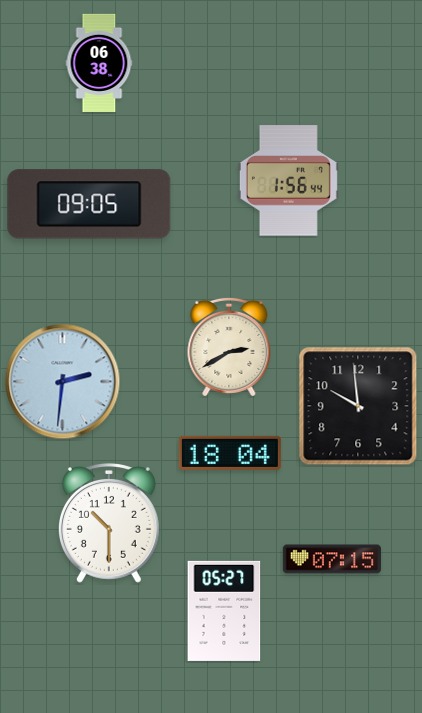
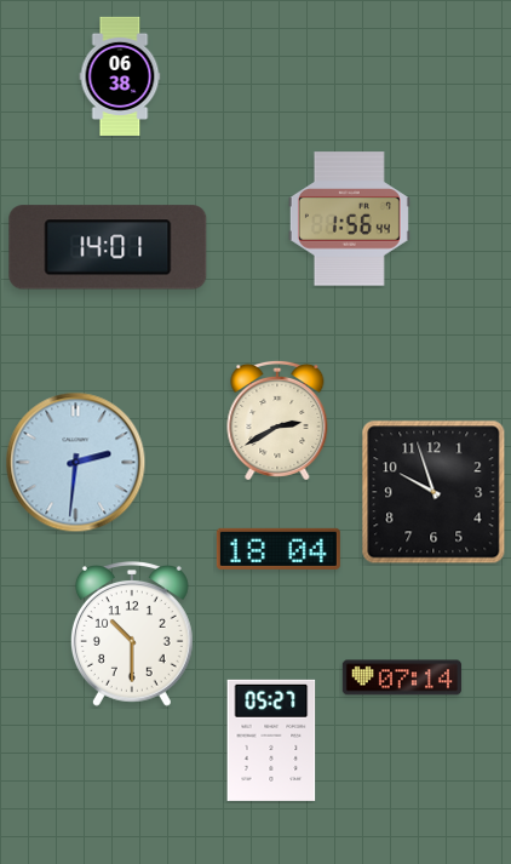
clock at (89, 204): 09:05 -> 14:01
clock at (358, 406): 9:59 -> 9:57
clock at (332, 559): 07:15 -> 07:14
